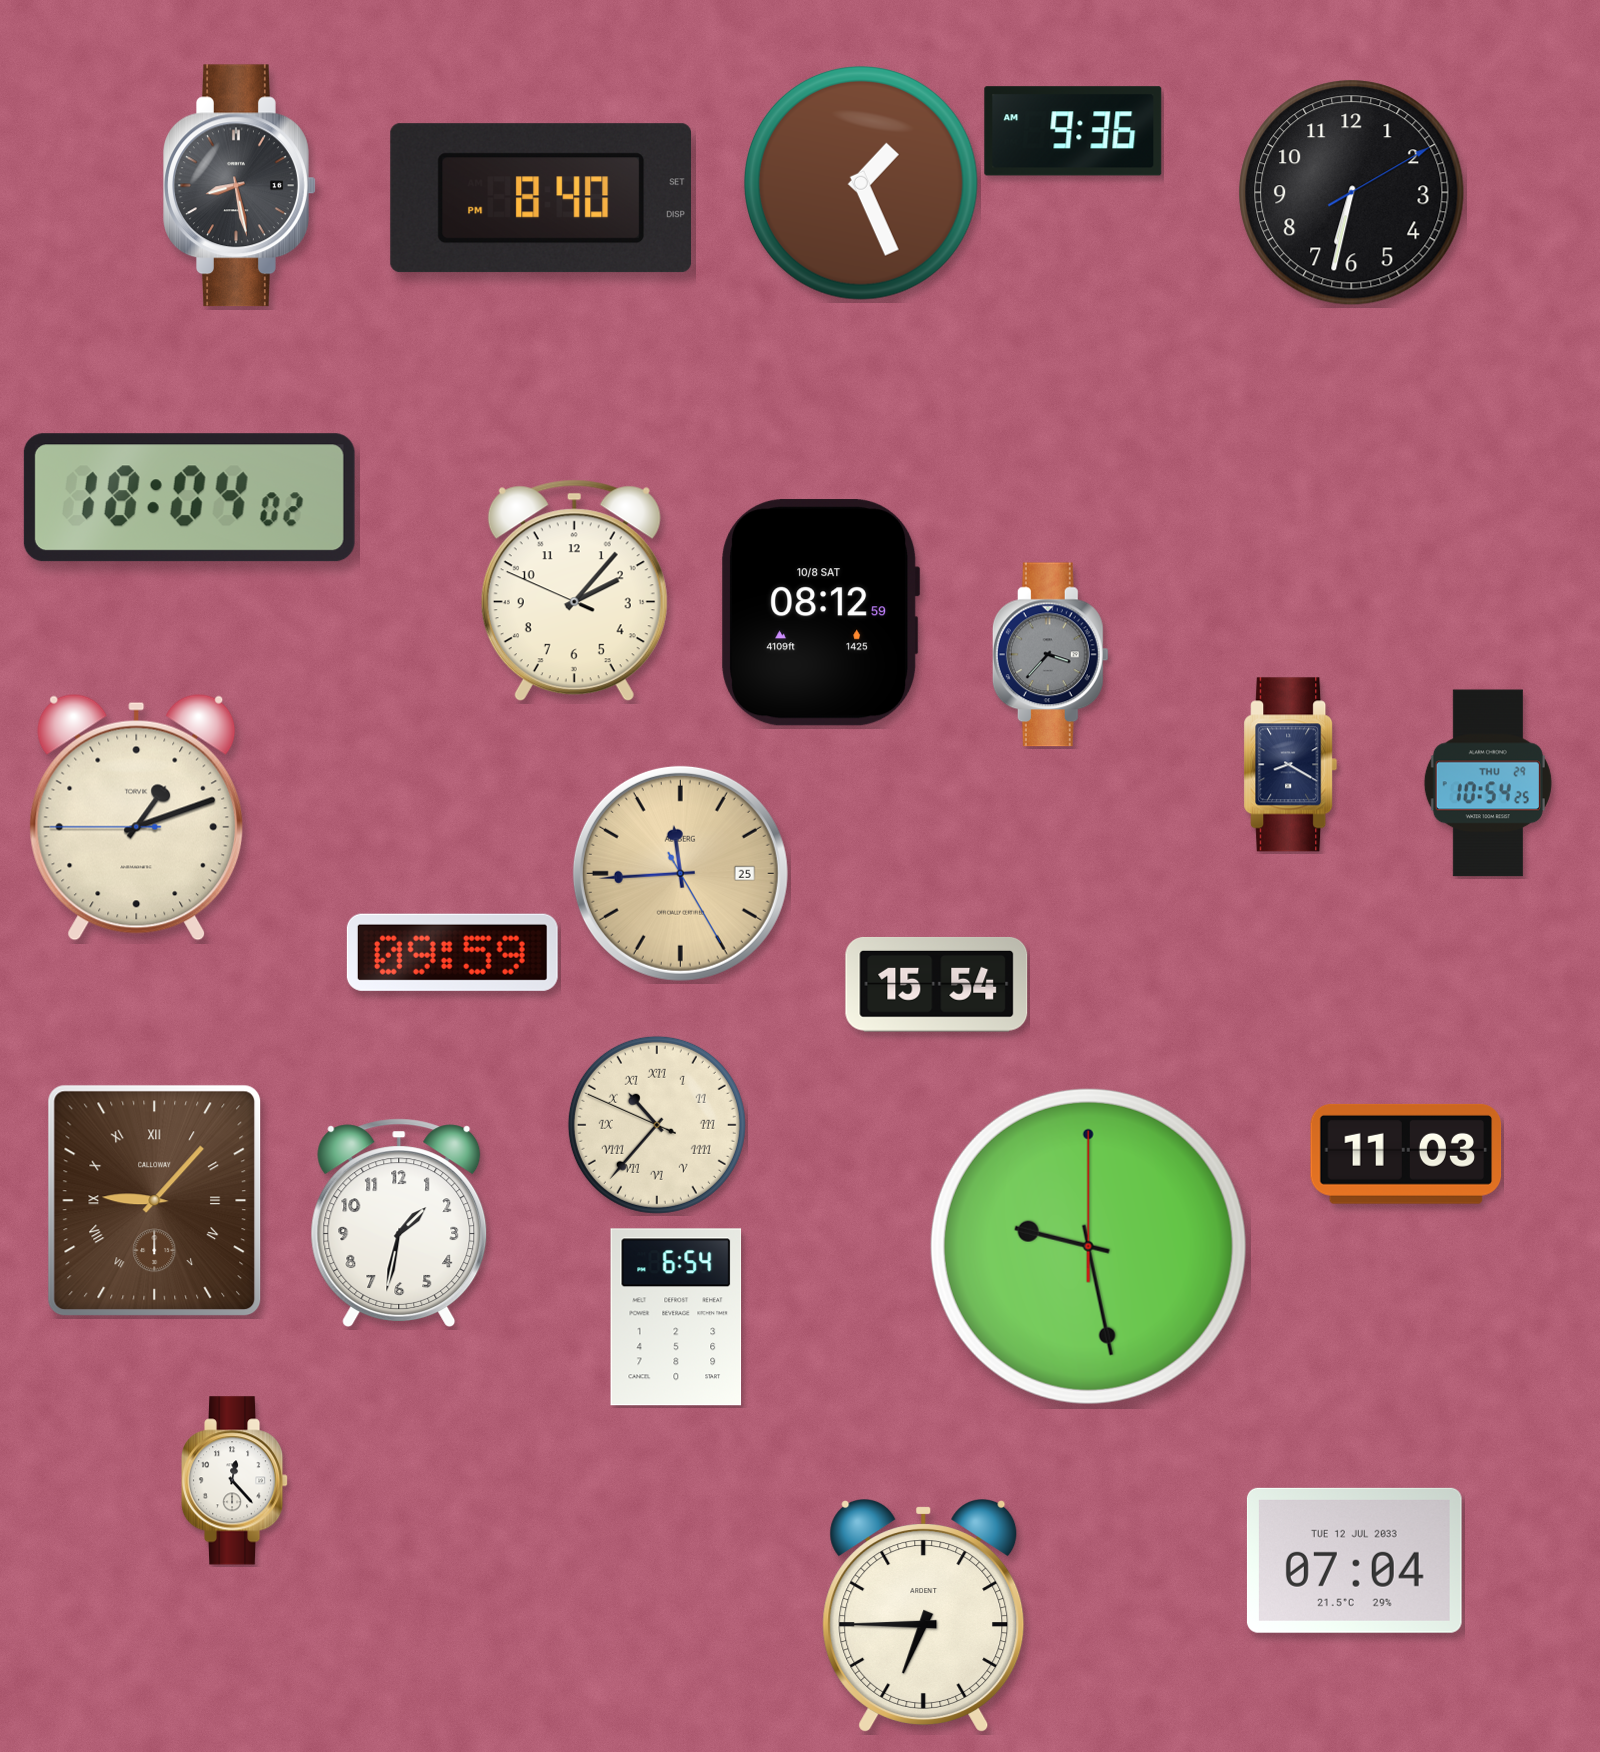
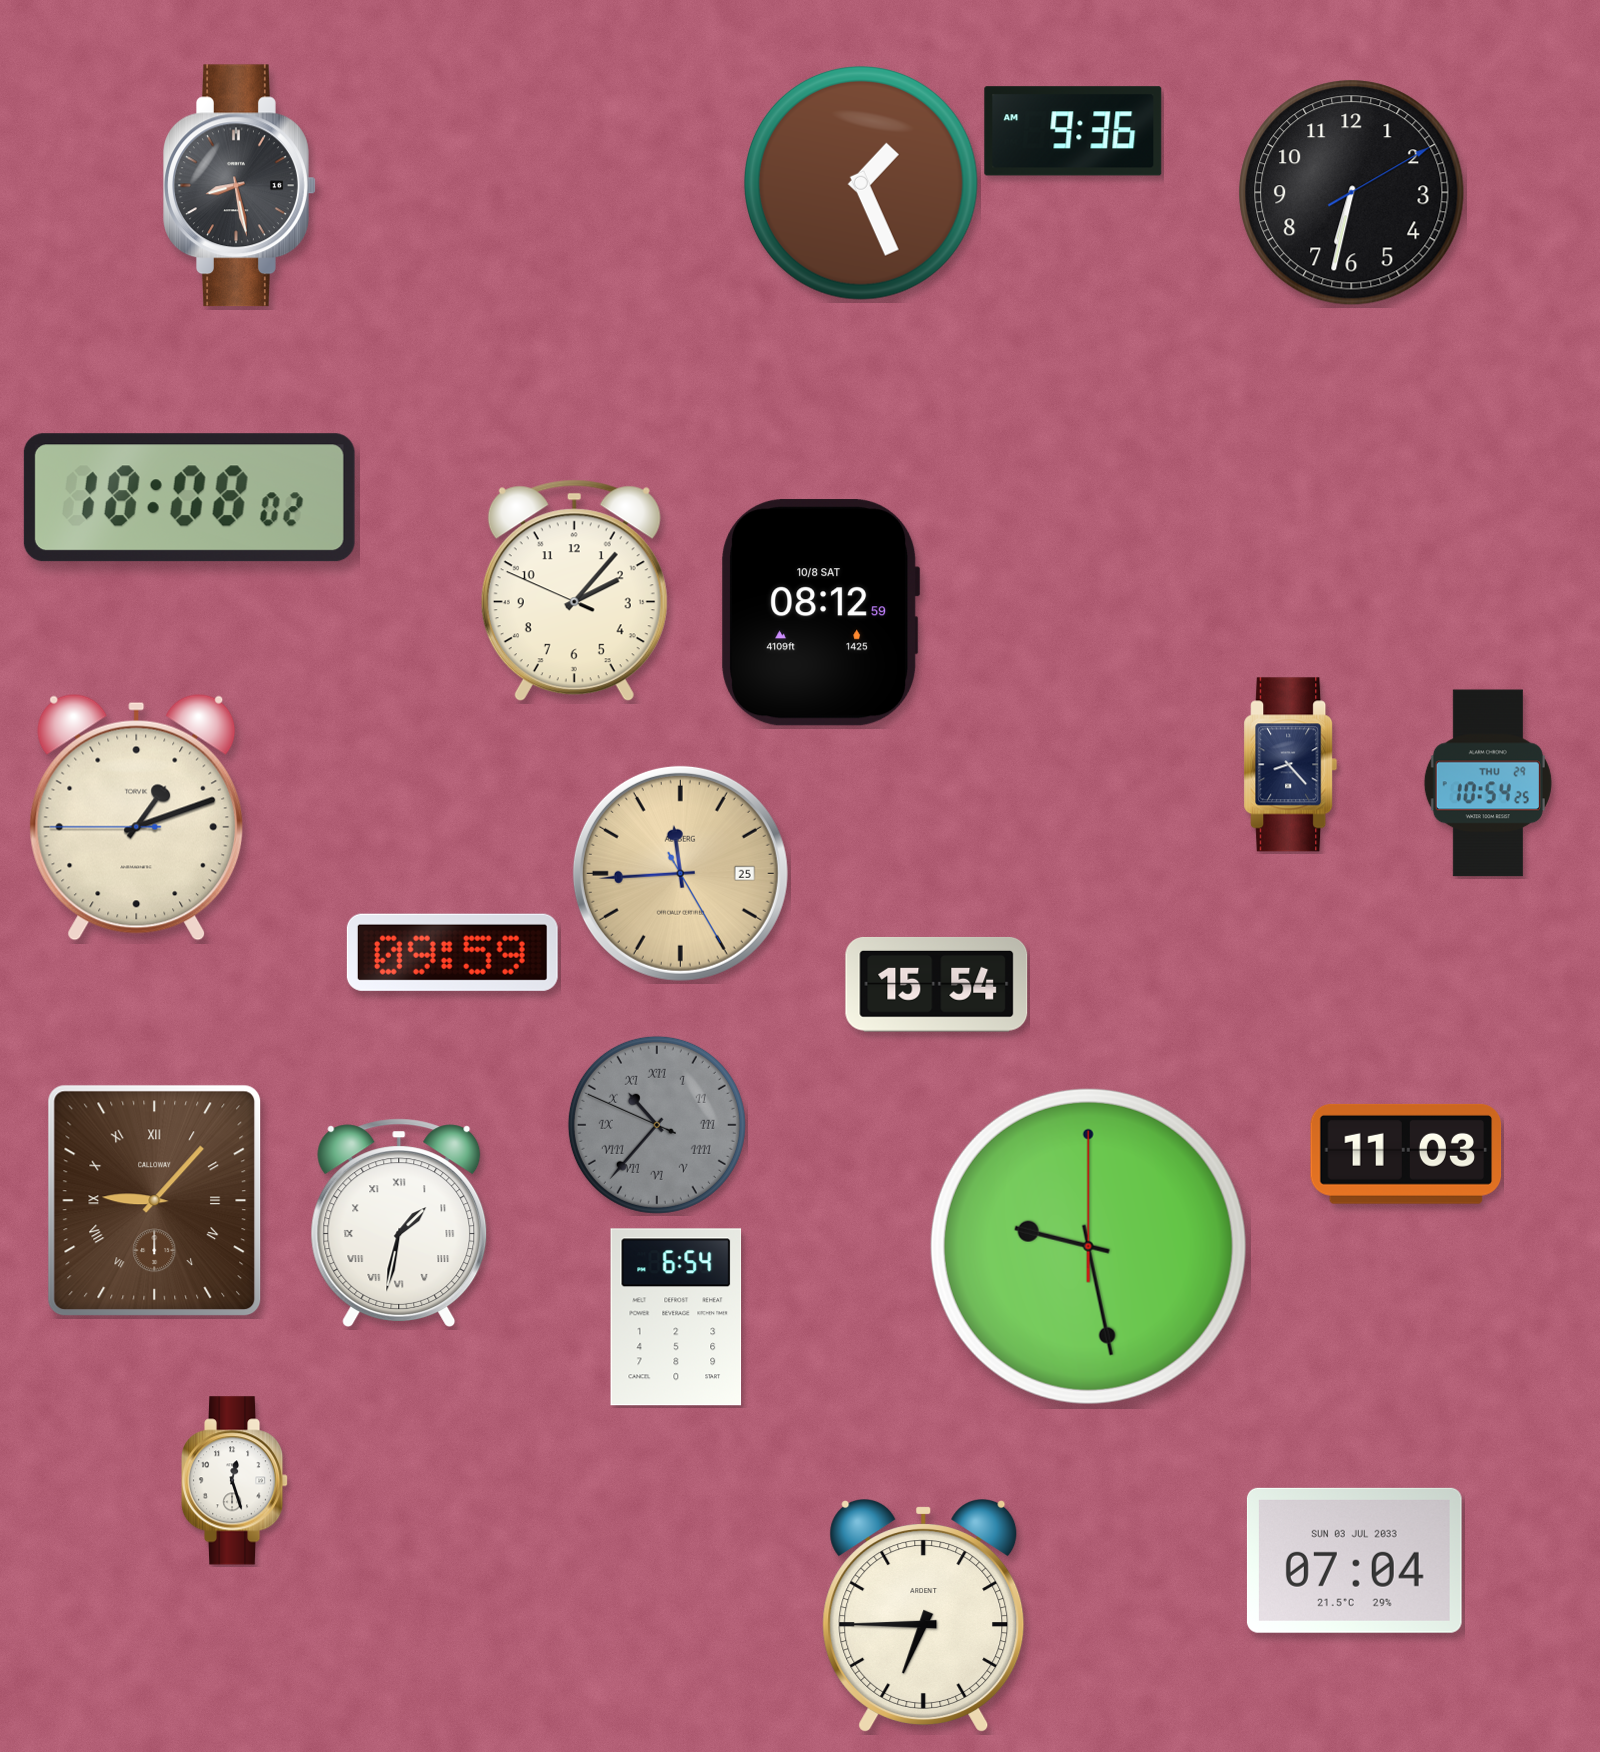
clock at (540, 198): 8:40 -> none
clock at (189, 498): 18:04 -> 18:08
clock at (1050, 655): 3:37 -> none
clock at (1291, 765): 8:20 -> 8:23
clock at (657, 1125) dial: cream -> grey
clock at (399, 1223) numerals: Arabic -> Roman
clock at (235, 1481): 12:23 -> 12:27
clock at (1354, 1560) date: TUE 12 JUL 2033 -> SUN 03 JUL 2033
